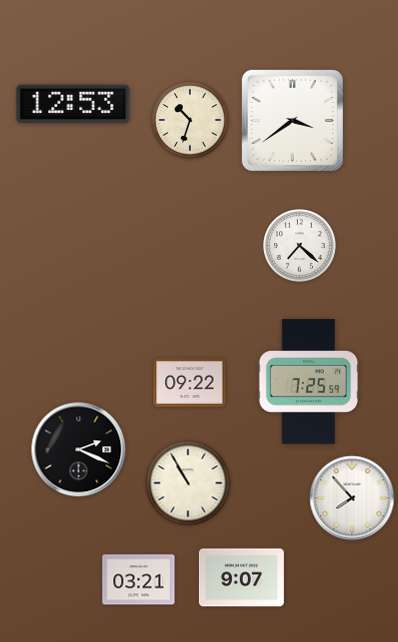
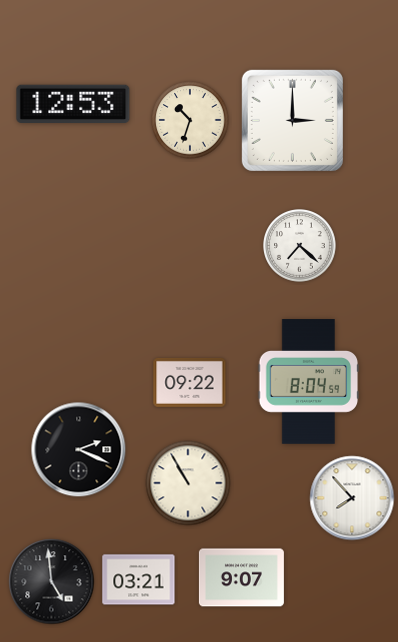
clock at (292, 120): 3:39 -> 3:00
clock at (309, 382): 7:25 -> 8:04
clock at (52, 582): none -> 4:59
